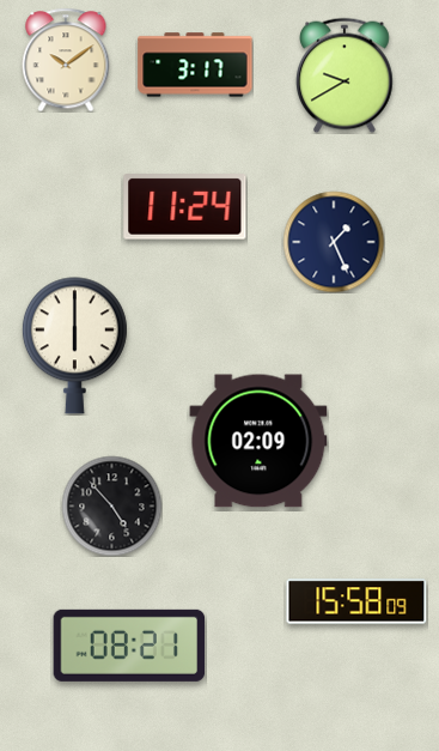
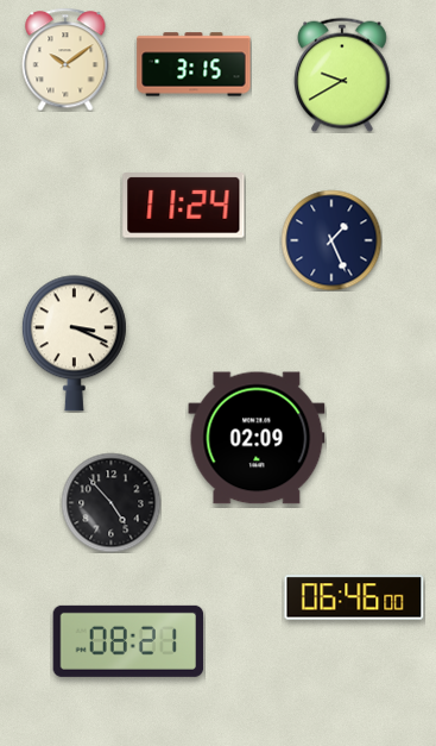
clock at (195, 65): 3:17 -> 3:15
clock at (74, 346): 6:00 -> 3:19
clock at (356, 601): 15:58 -> 06:46
